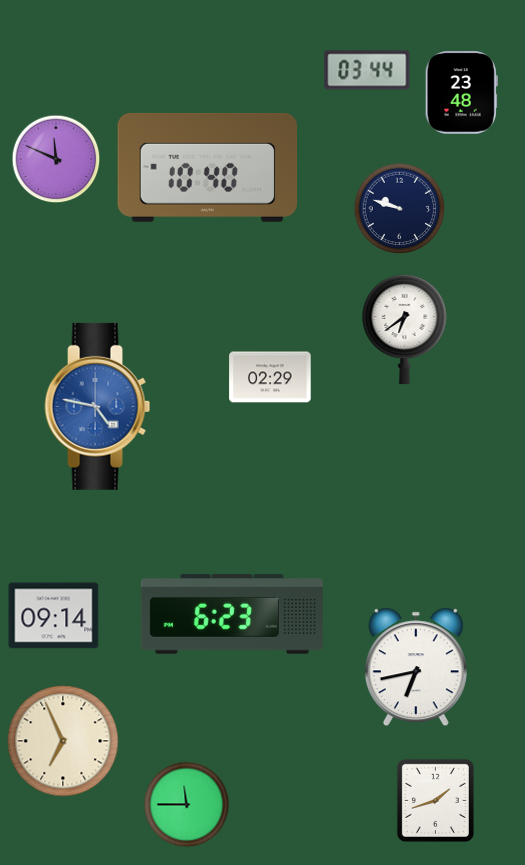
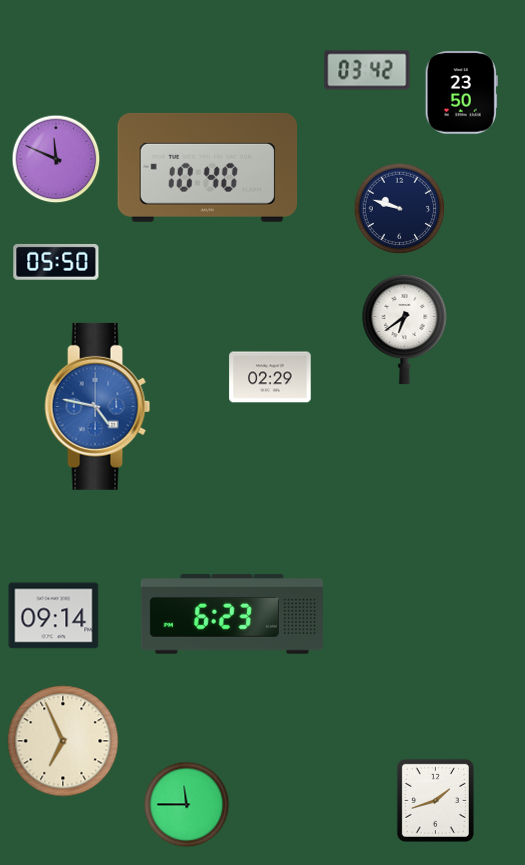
clock at (367, 70): 03:44 -> 03:42
clock at (461, 93): 23:48 -> 23:50
clock at (56, 262): none -> 05:50
clock at (416, 667): 6:43 -> none
